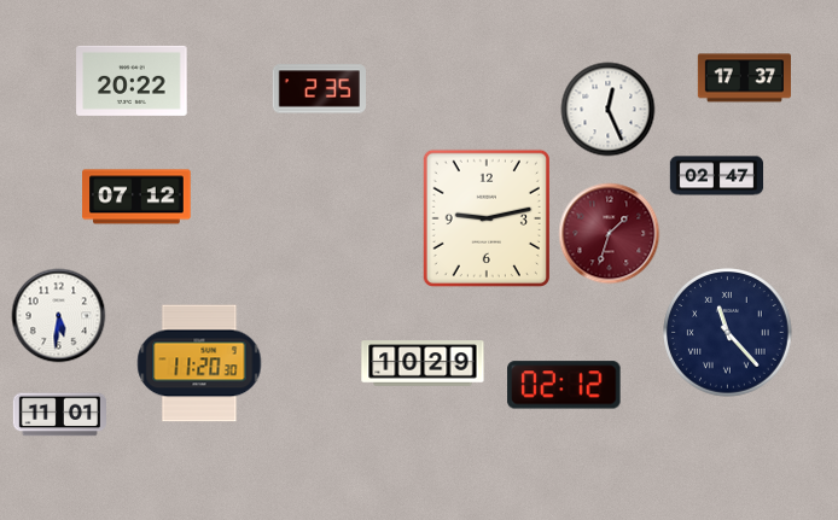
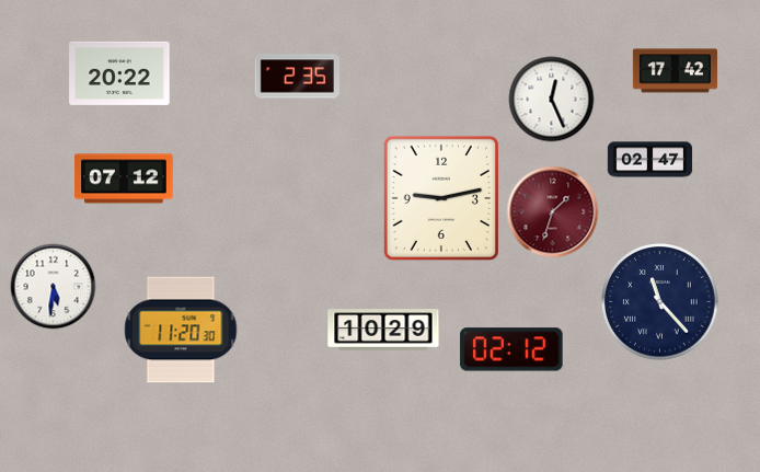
clock at (744, 78): 17:37 -> 17:42
clock at (319, 89) position: (319, 89) -> (297, 77)
clock at (59, 415): 11:01 -> none
